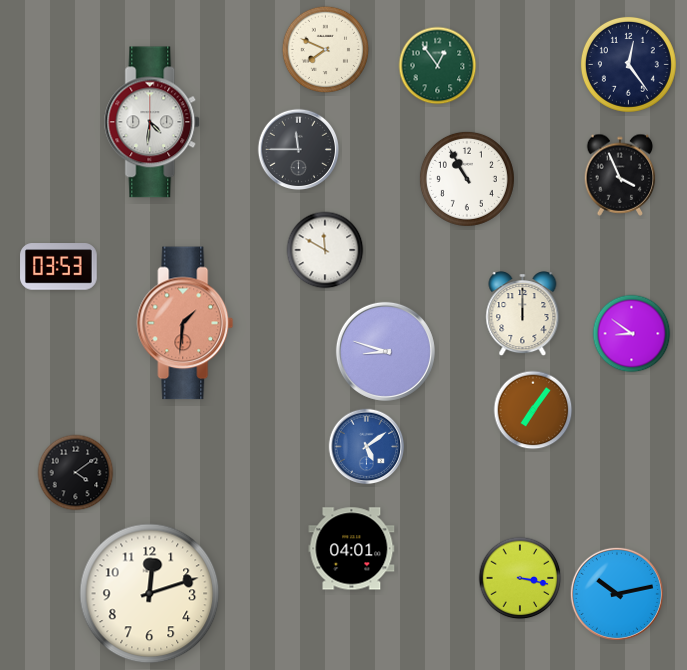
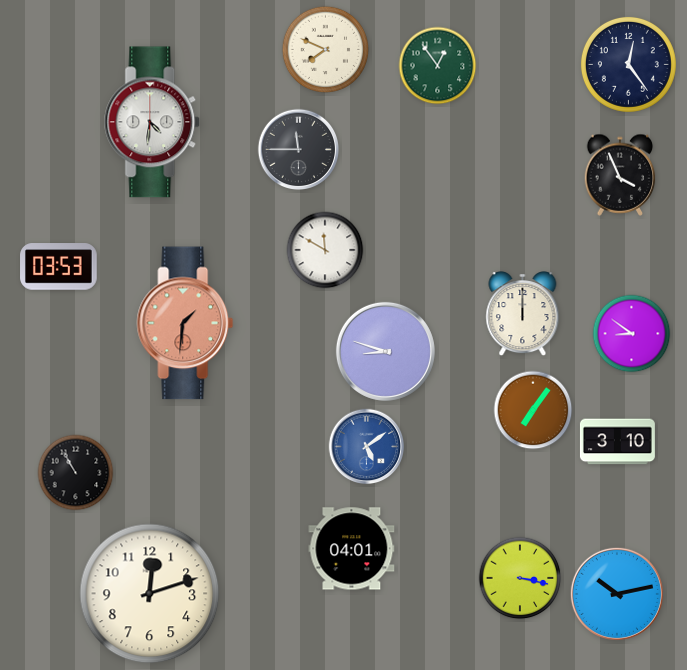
clock at (467, 179): 10:55 -> none
clock at (617, 442): none -> 3:10
clock at (76, 473): 4:09 -> 10:55
